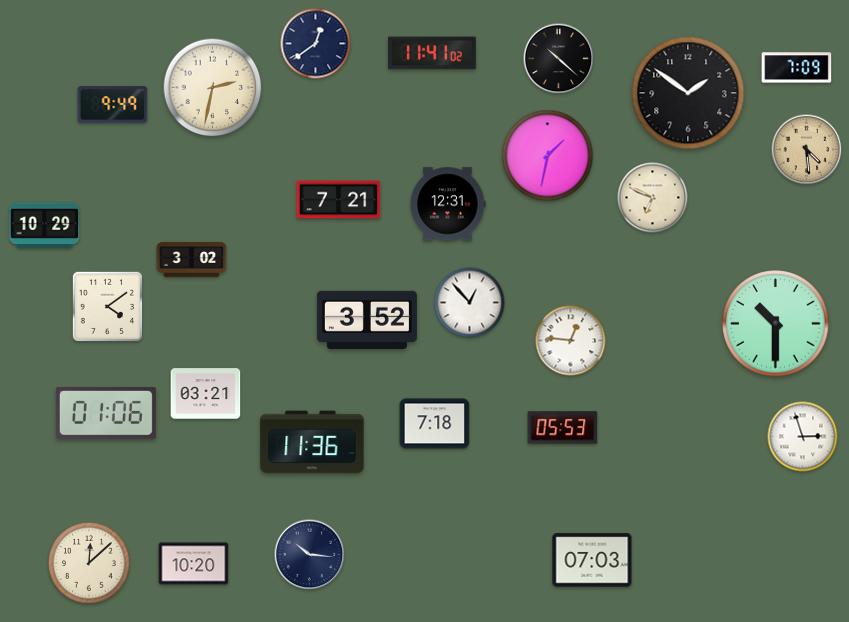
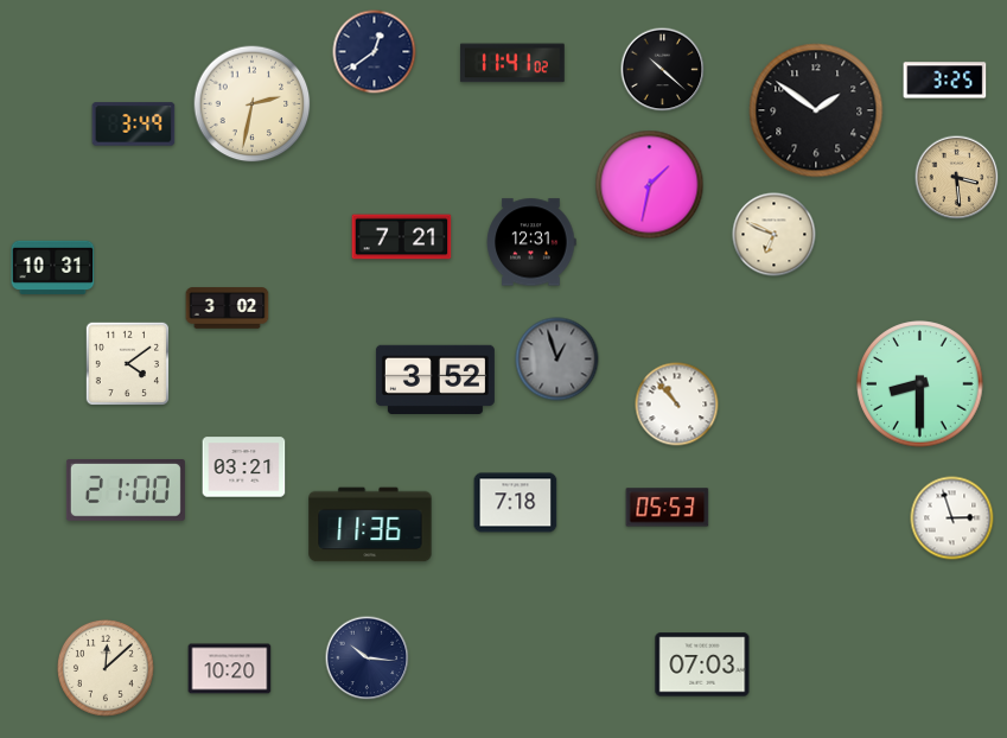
clock at (797, 68): 7:09 -> 3:25
clock at (113, 105): 9:49 -> 3:49
clock at (807, 150): 4:29 -> 3:29
clock at (45, 225): 10:29 -> 10:31
clock at (470, 303): 12:53 -> 12:57
clock at (470, 303) dial: white -> grey
clock at (776, 324): 10:30 -> 8:30
clock at (571, 341): 12:46 -> 10:53
clock at (106, 414): 01:06 -> 21:00
